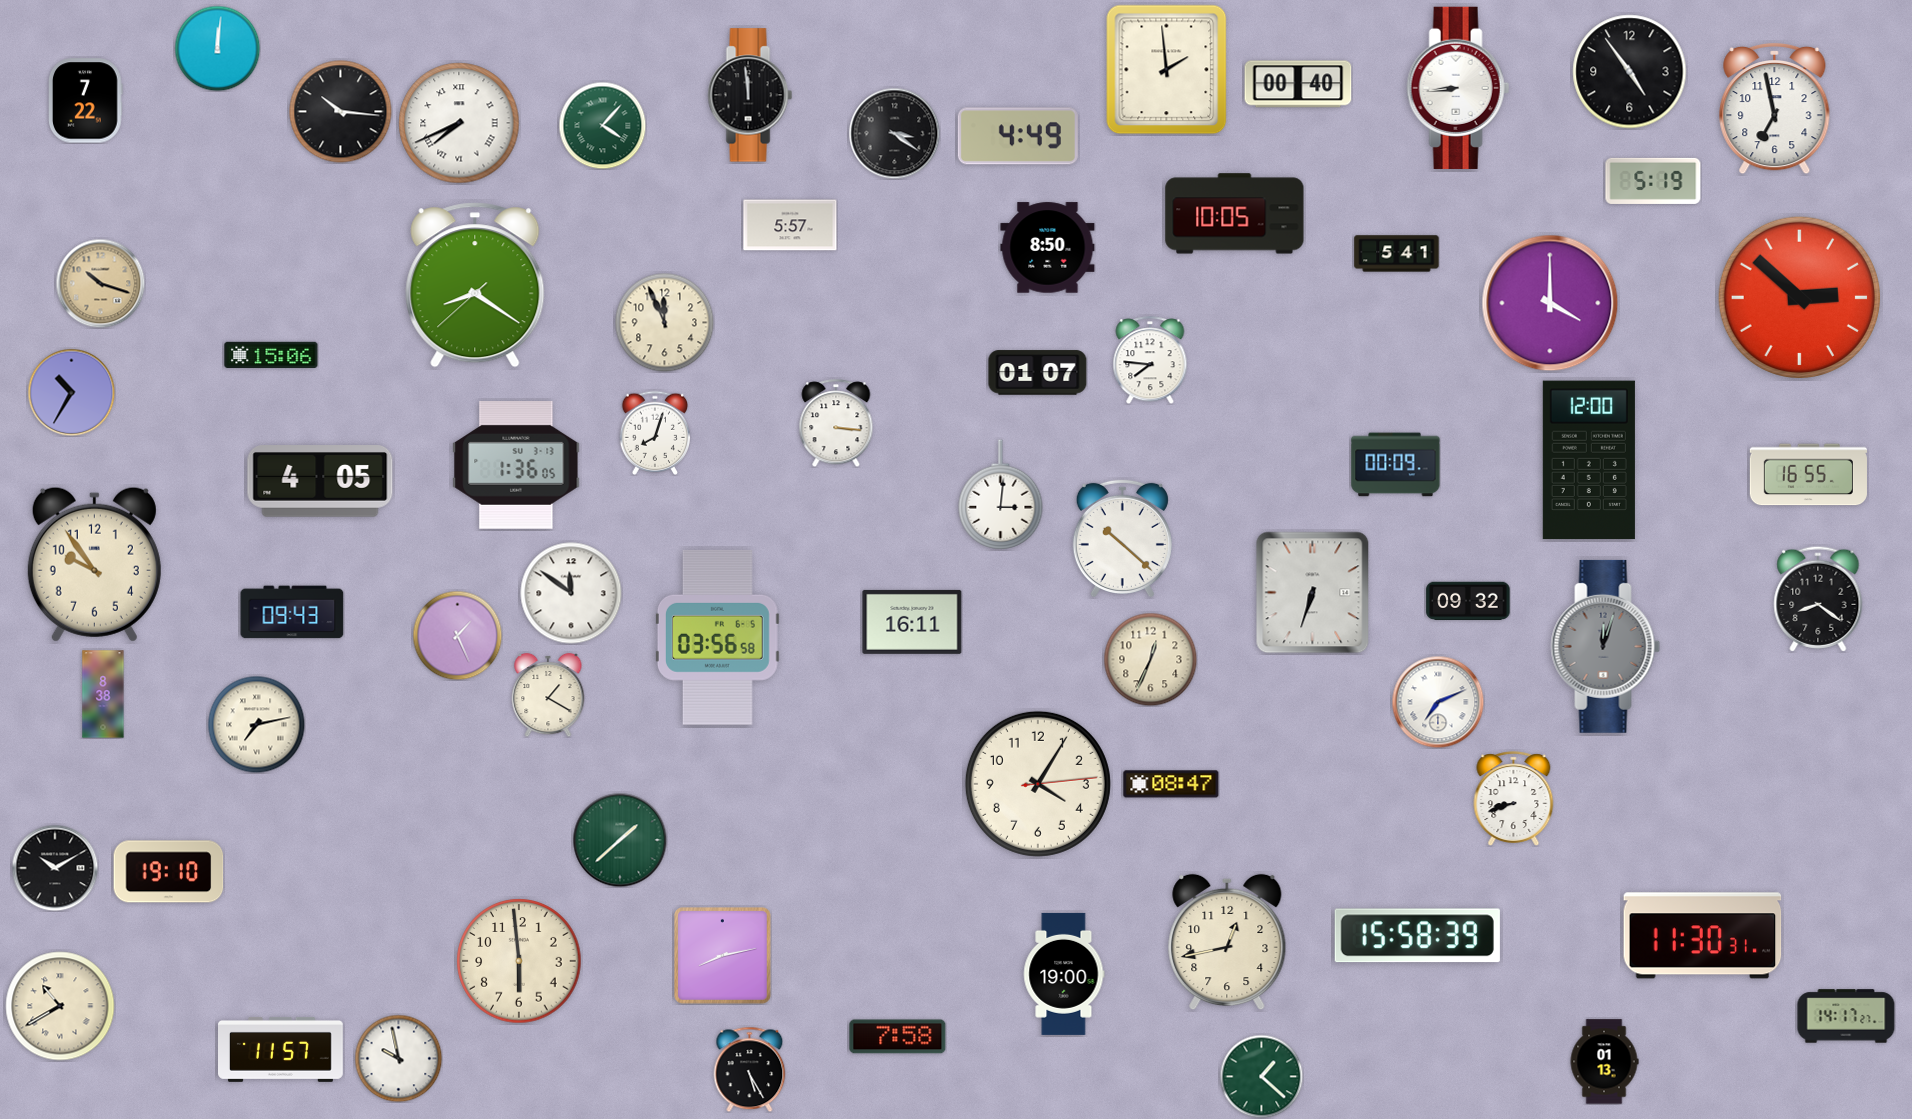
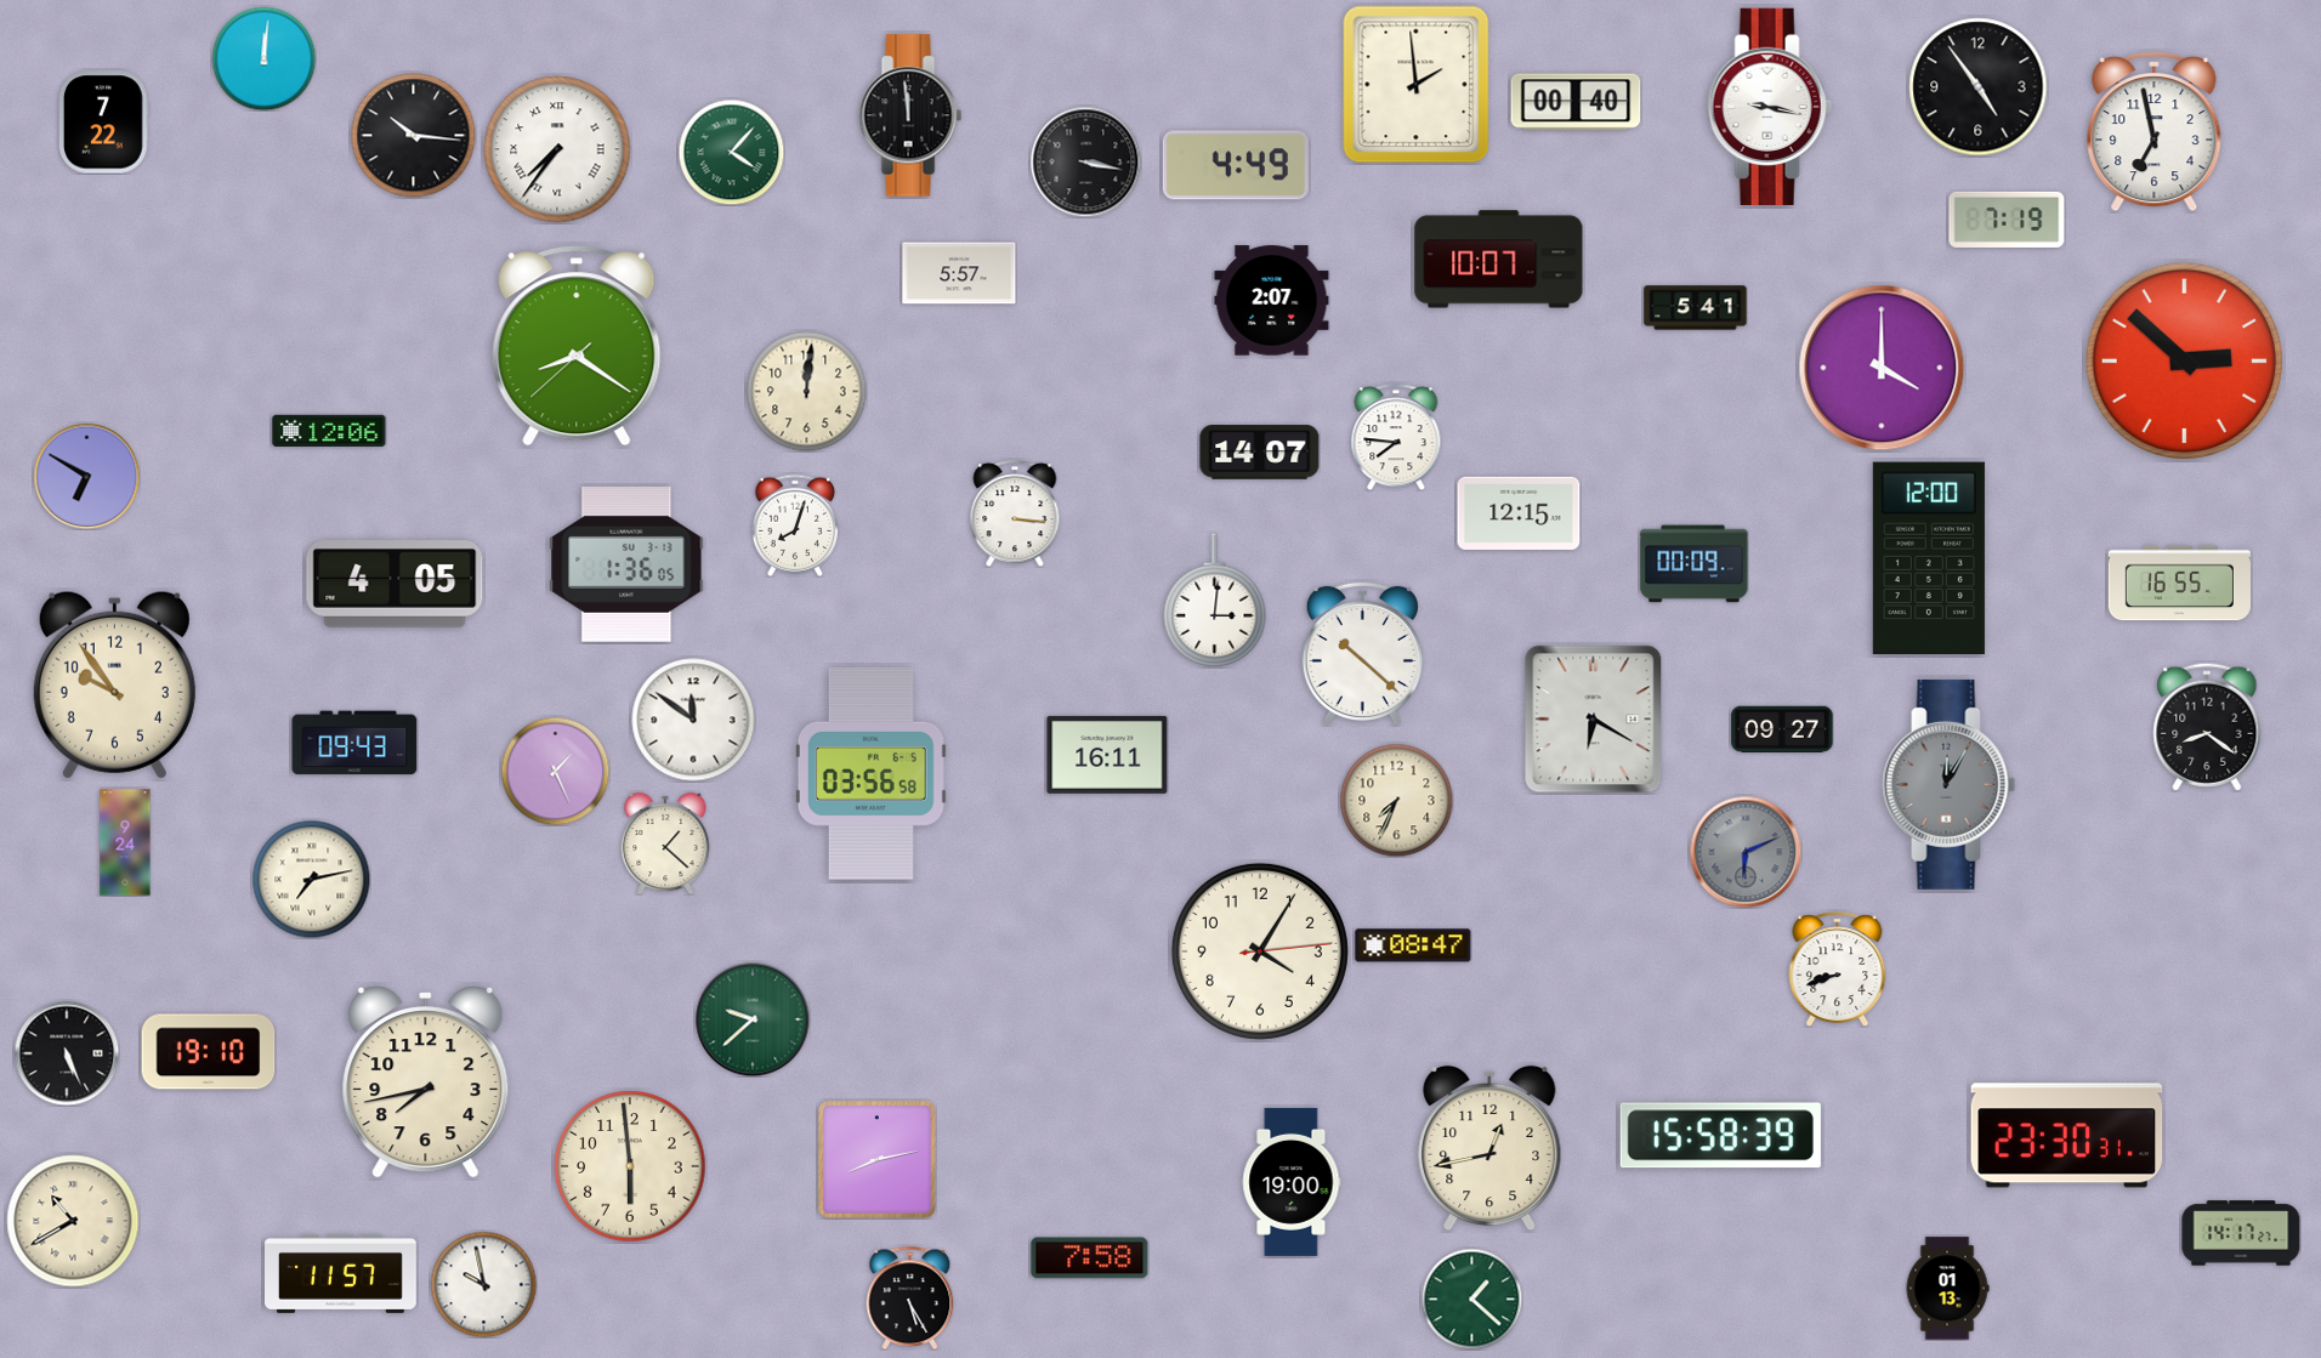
clock at (1458, 88): 8:44 -> 9:17
clock at (459, 123): 7:41 -> 7:36
clock at (894, 133): 3:21 -> 3:17
clock at (1653, 181): 5:19 -> 7:19
clock at (1235, 214): 10:05 -> 10:07
clock at (1048, 248): 8:50 -> 2:07
clock at (100, 283): 10:18 -> none
clock at (665, 323): 11:56 -> 12:01
clock at (271, 354): 15:06 -> 12:06
clock at (1038, 373): 01:07 -> 14:07
clock at (71, 392): 10:35 -> 6:50
clock at (1519, 512): none -> 12:15
clock at (1808, 475) position: (1808, 475) -> (2179, 584)
clock at (320, 481) position: (320, 481) -> (395, 584)
clock at (1313, 593): 6:33 -> 6:20
clock at (1468, 601): 09:32 -> 09:27
clock at (1606, 646): 12:03 -> 12:05
clock at (1150, 659): 12:34 -> 7:34
clock at (103, 694): 8:38 -> 9:24
clock at (548, 695): 1:20 -> 1:22
clock at (1438, 702): 7:11 -> 6:11
clock at (1438, 702) dial: white -> grey
clock at (1171, 784) position: (1171, 784) -> (1413, 945)
clock at (620, 840): 1:38 -> 9:38
clock at (55, 868): 10:10 -> 5:26
clock at (169, 872) position: (169, 872) -> (209, 1052)
clock at (426, 1083): none -> 7:43
clock at (1703, 936): 11:30 -> 23:30
clock at (1227, 942) position: (1227, 942) -> (1489, 1148)
clock at (1261, 1076) position: (1261, 1076) -> (1471, 1299)
